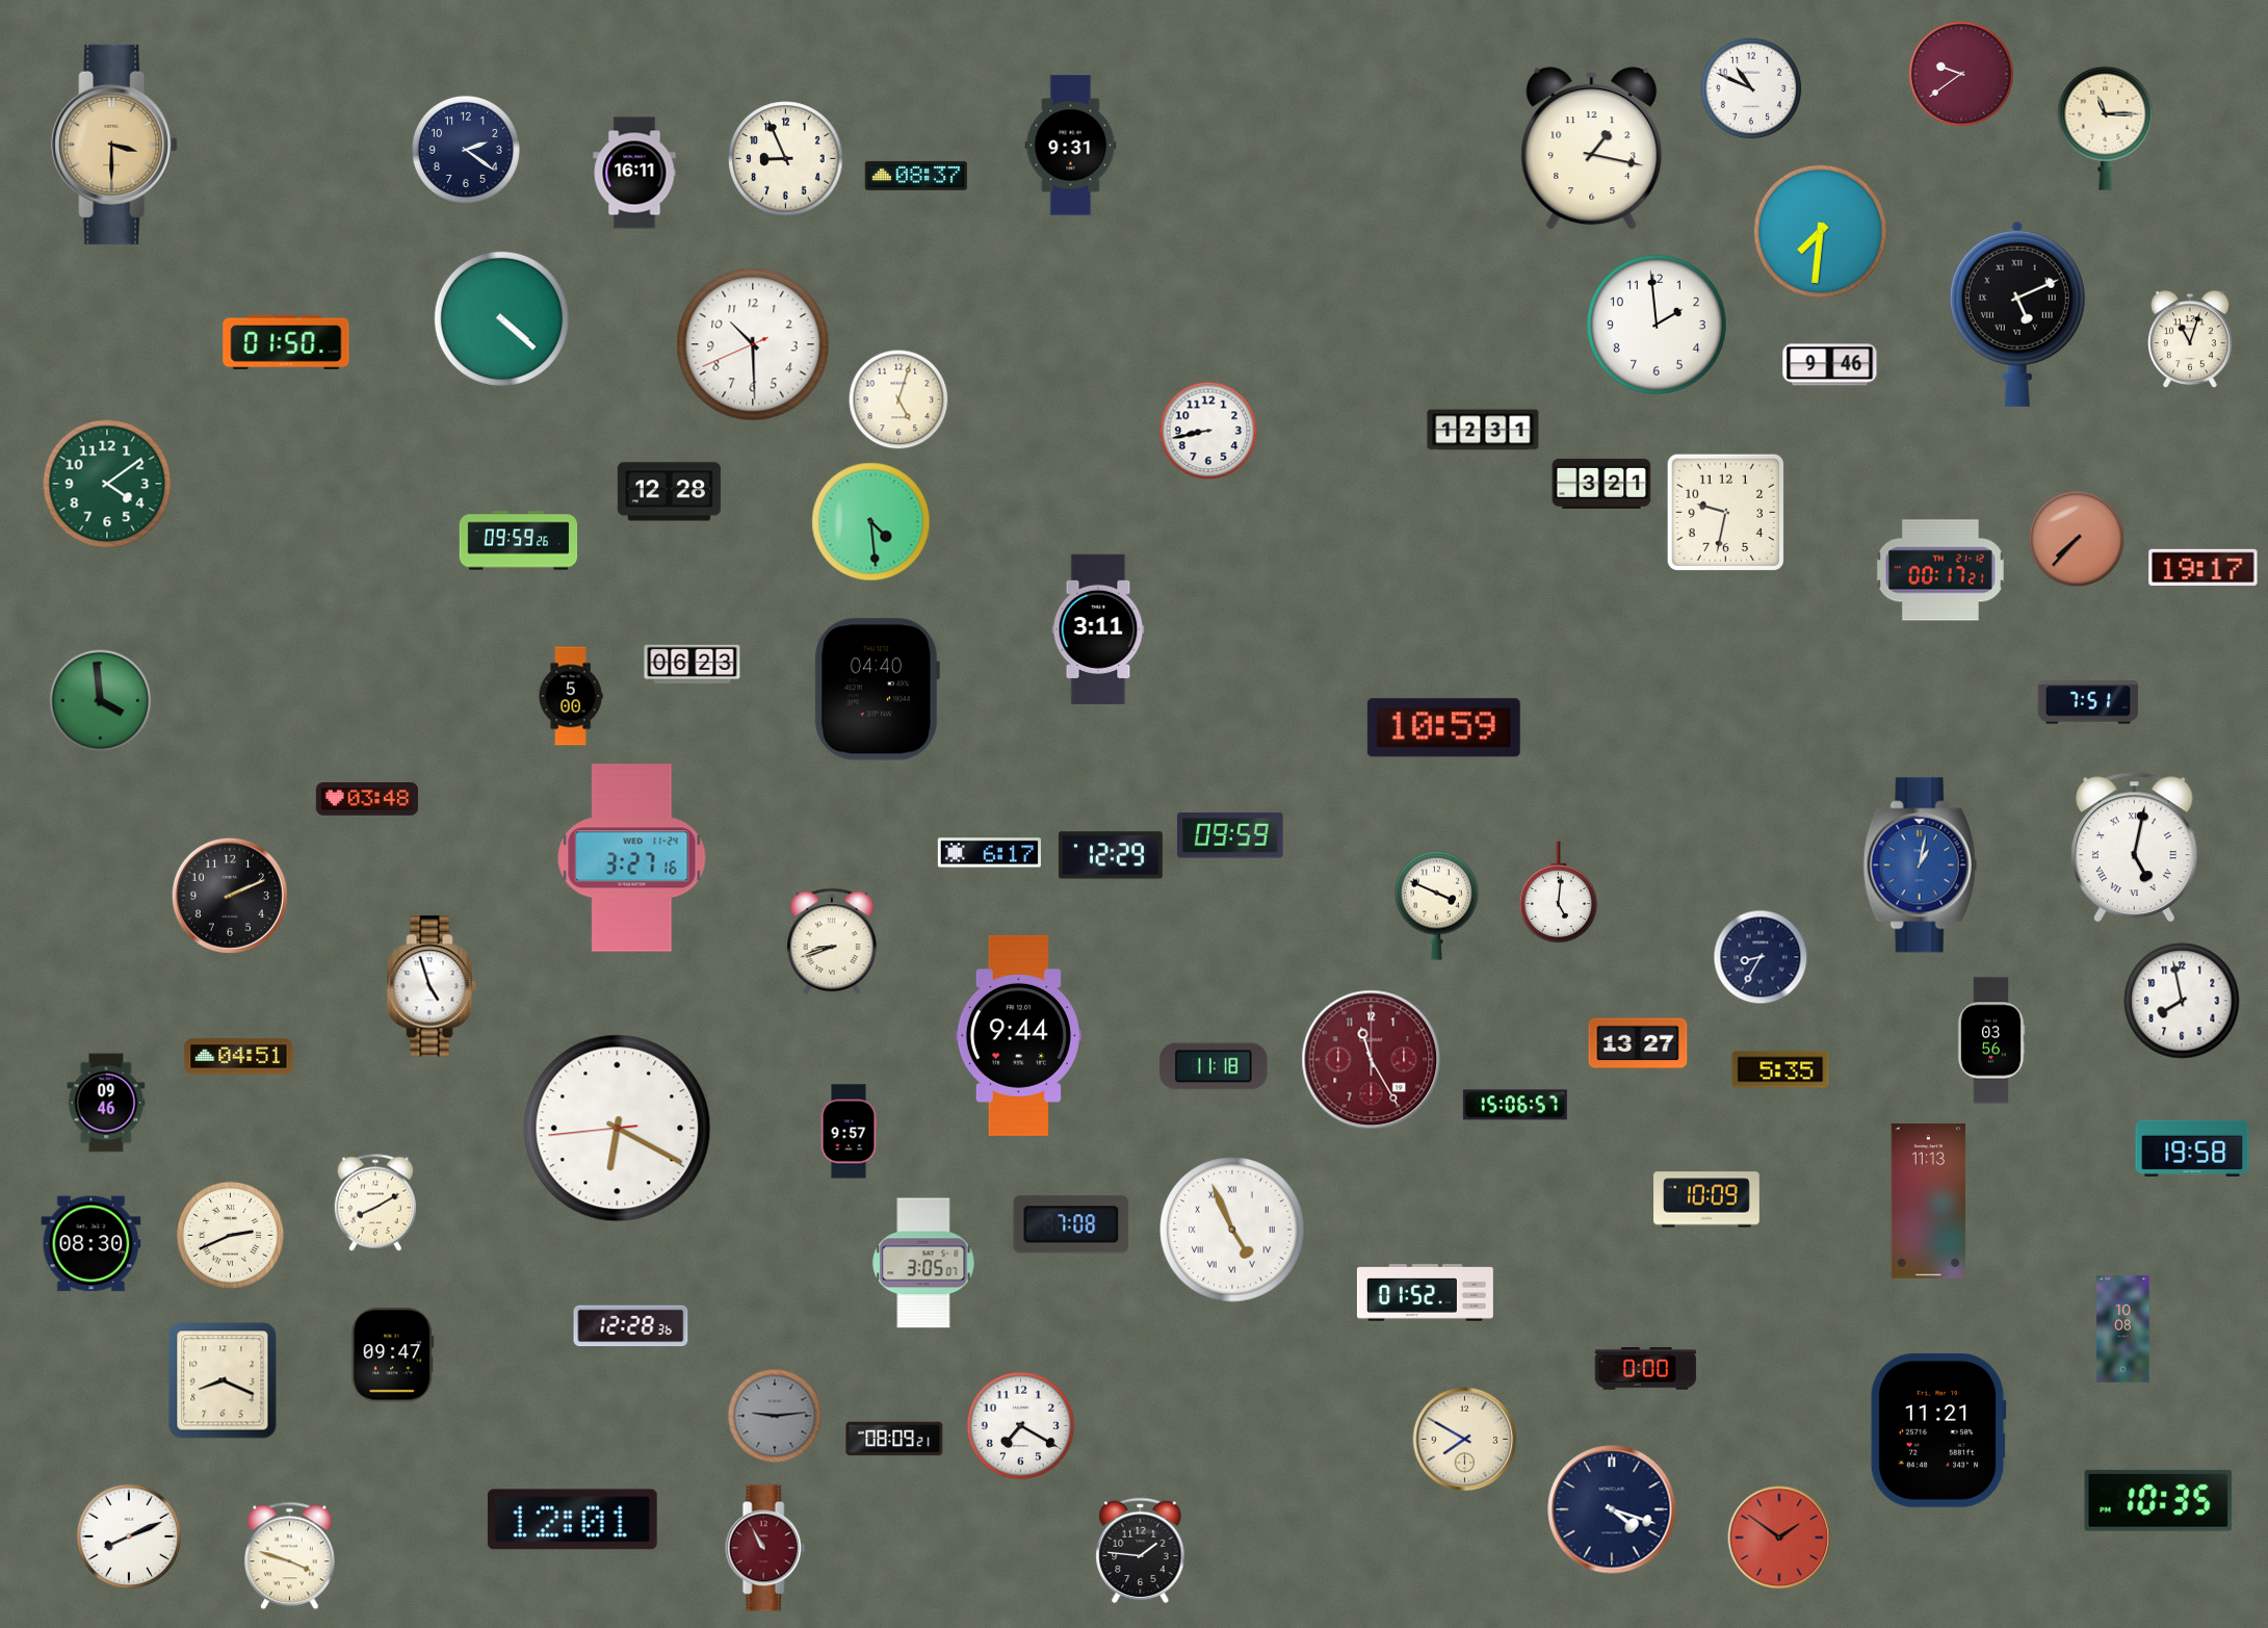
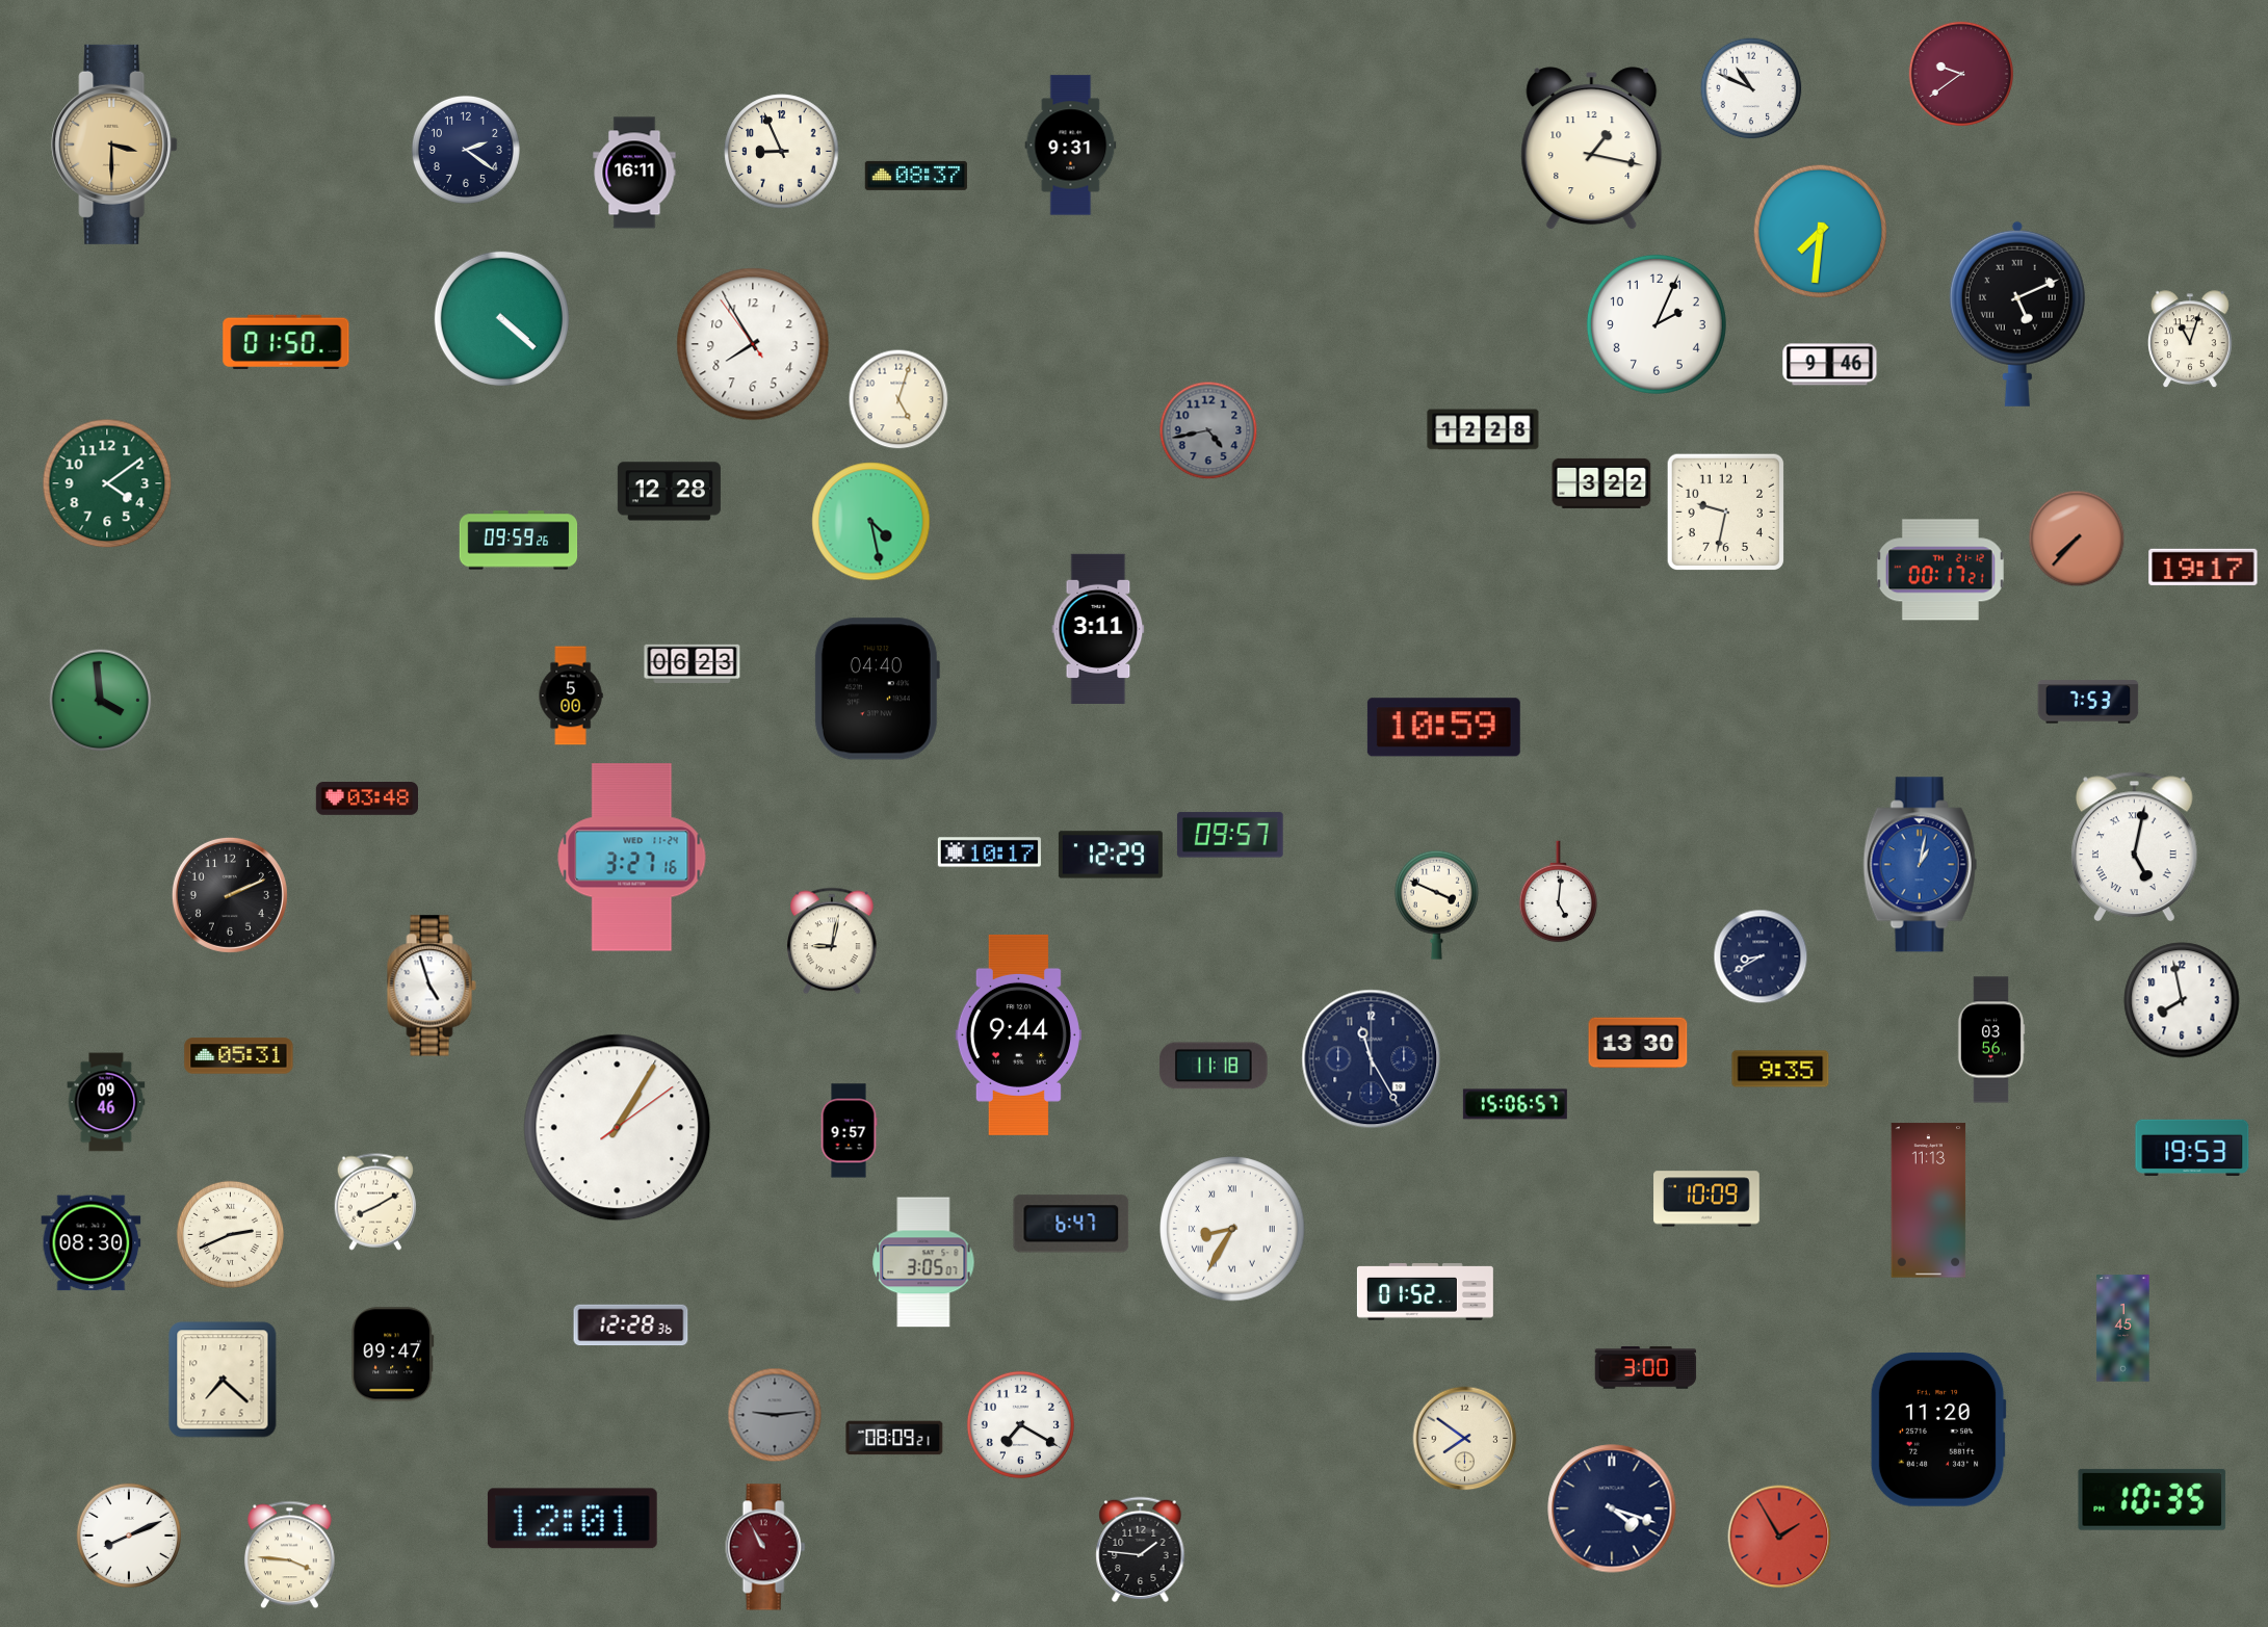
clock at (2106, 128): 11:15 -> none
clock at (786, 159) position: (786, 159) -> (782, 152)
clock at (1657, 325): 1:59 -> 2:04
clock at (753, 344): 10:29 -> 7:54
clock at (1483, 430): 12:31 -> 12:28
clock at (1208, 431): 8:43 -> 4:43
clock at (1208, 431) dial: white -> grey
clock at (1601, 484): 3:21 -> 3:22
clock at (871, 522): 4:29 -> 4:28
clock at (2088, 702): 7:51 -> 7:53
clock at (1230, 835): 09:59 -> 09:57
clock at (989, 853): 6:17 -> 10:17
clock at (833, 941): 8:42 -> 9:02
clock at (1761, 957): 8:35 -> 8:40
clock at (1638, 1043): 13:27 -> 13:30
clock at (239, 1057): 04:51 -> 05:31
clock at (1372, 1060) dial: burgundy -> navy
clock at (1780, 1069): 5:35 -> 9:35
clock at (618, 1129): 6:19 -> 1:05
clock at (2192, 1148): 19:58 -> 19:53
clock at (1071, 1224): 7:08 -> 6:47
clock at (1232, 1230): 4:56 -> 8:35
clock at (2123, 1329): 10:08 -> 1:45
clock at (1646, 1369): 0:00 -> 3:00
clock at (223, 1380): 8:19 -> 7:22
clock at (1938, 1430): 11:21 -> 11:20
clock at (1465, 1440): 7:50 -> 7:51
clock at (2159, 1500) position: (2159, 1500) -> (2153, 1499)
clock at (1779, 1537): 1:51 -> 1:55
clock at (289, 1556): 3:48 -> 3:46
